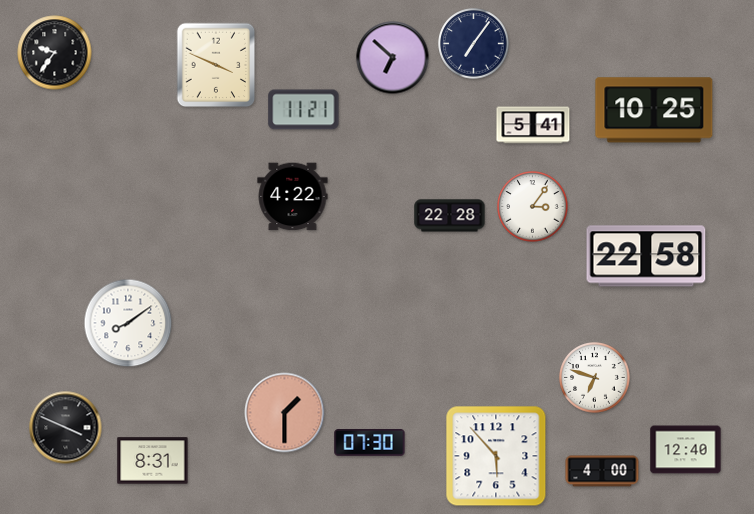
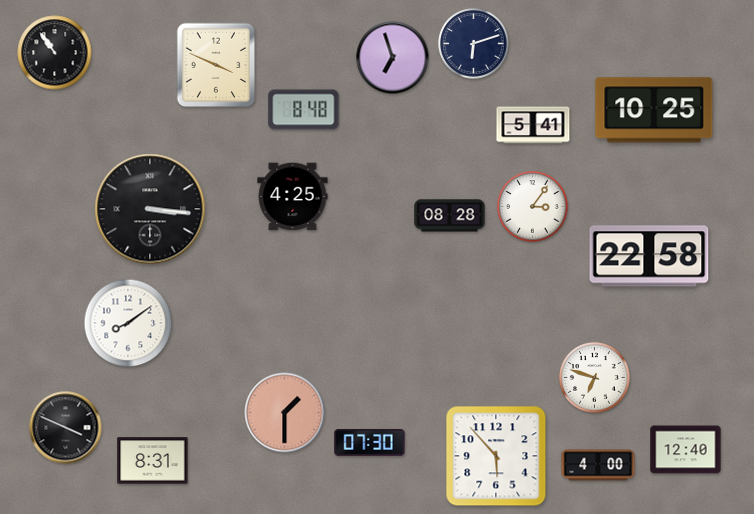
clock at (474, 44): 7:06 -> 6:12
clock at (55, 53): 9:36 -> 10:54
clock at (393, 58): 6:52 -> 6:57
clock at (304, 110): 11:21 -> 8:48
clock at (293, 197): 4:22 -> 4:25
clock at (150, 209): none -> 3:16
clock at (450, 216): 22:28 -> 08:28
clock at (646, 256) position: (646, 256) -> (649, 256)
clock at (602, 471) position: (602, 471) -> (598, 465)
